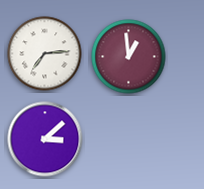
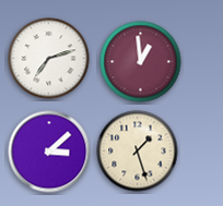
clock at (45, 54): 7:14 -> 7:12
clock at (138, 152): none -> 1:27
